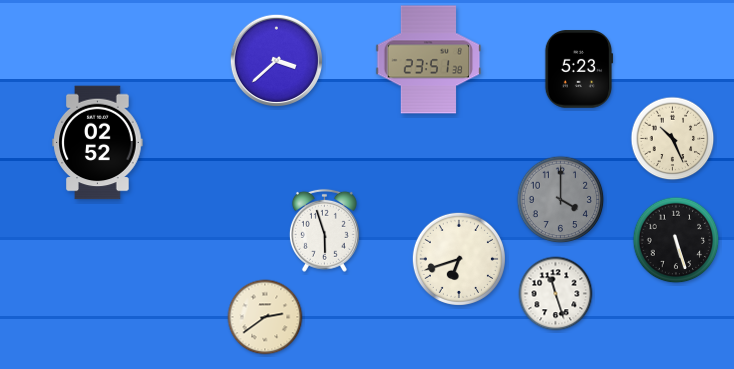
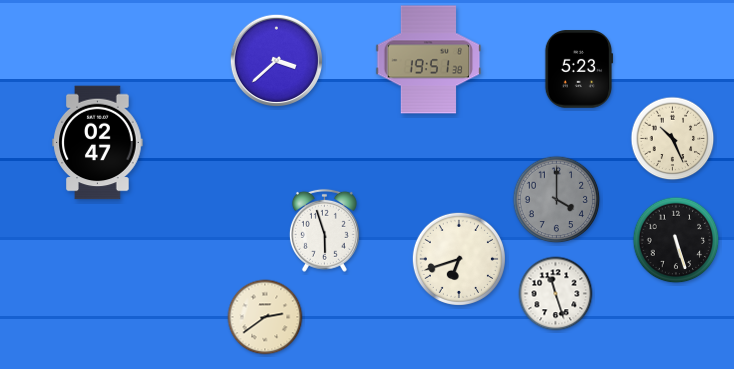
clock at (429, 60): 23:51 -> 19:51
clock at (98, 143): 02:52 -> 02:47
clock at (561, 200) position: (561, 200) -> (557, 200)
